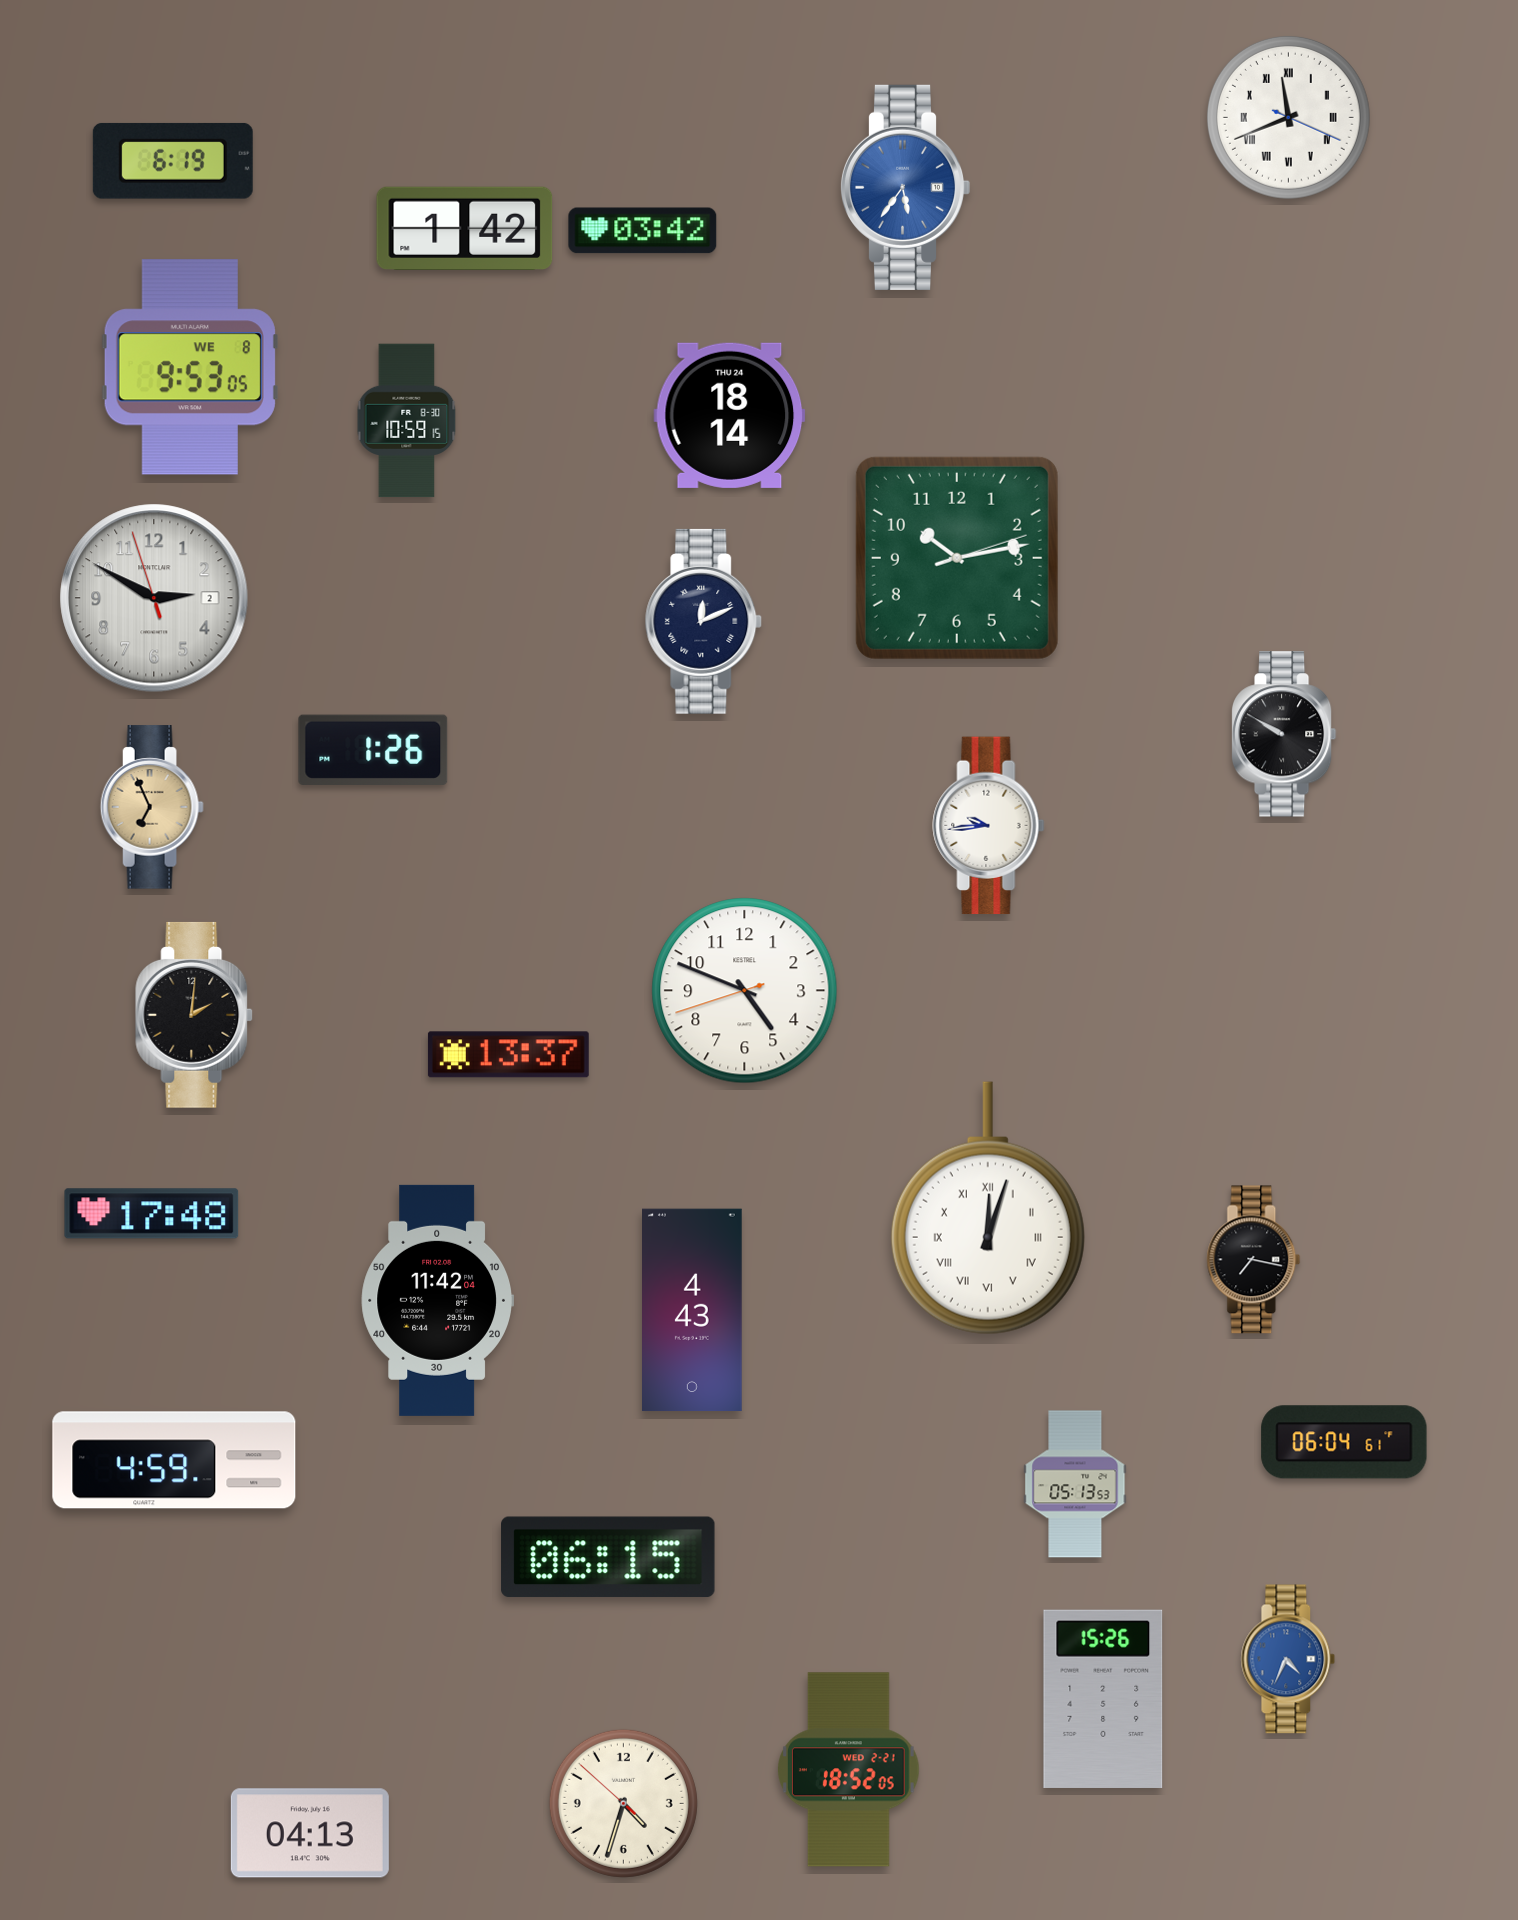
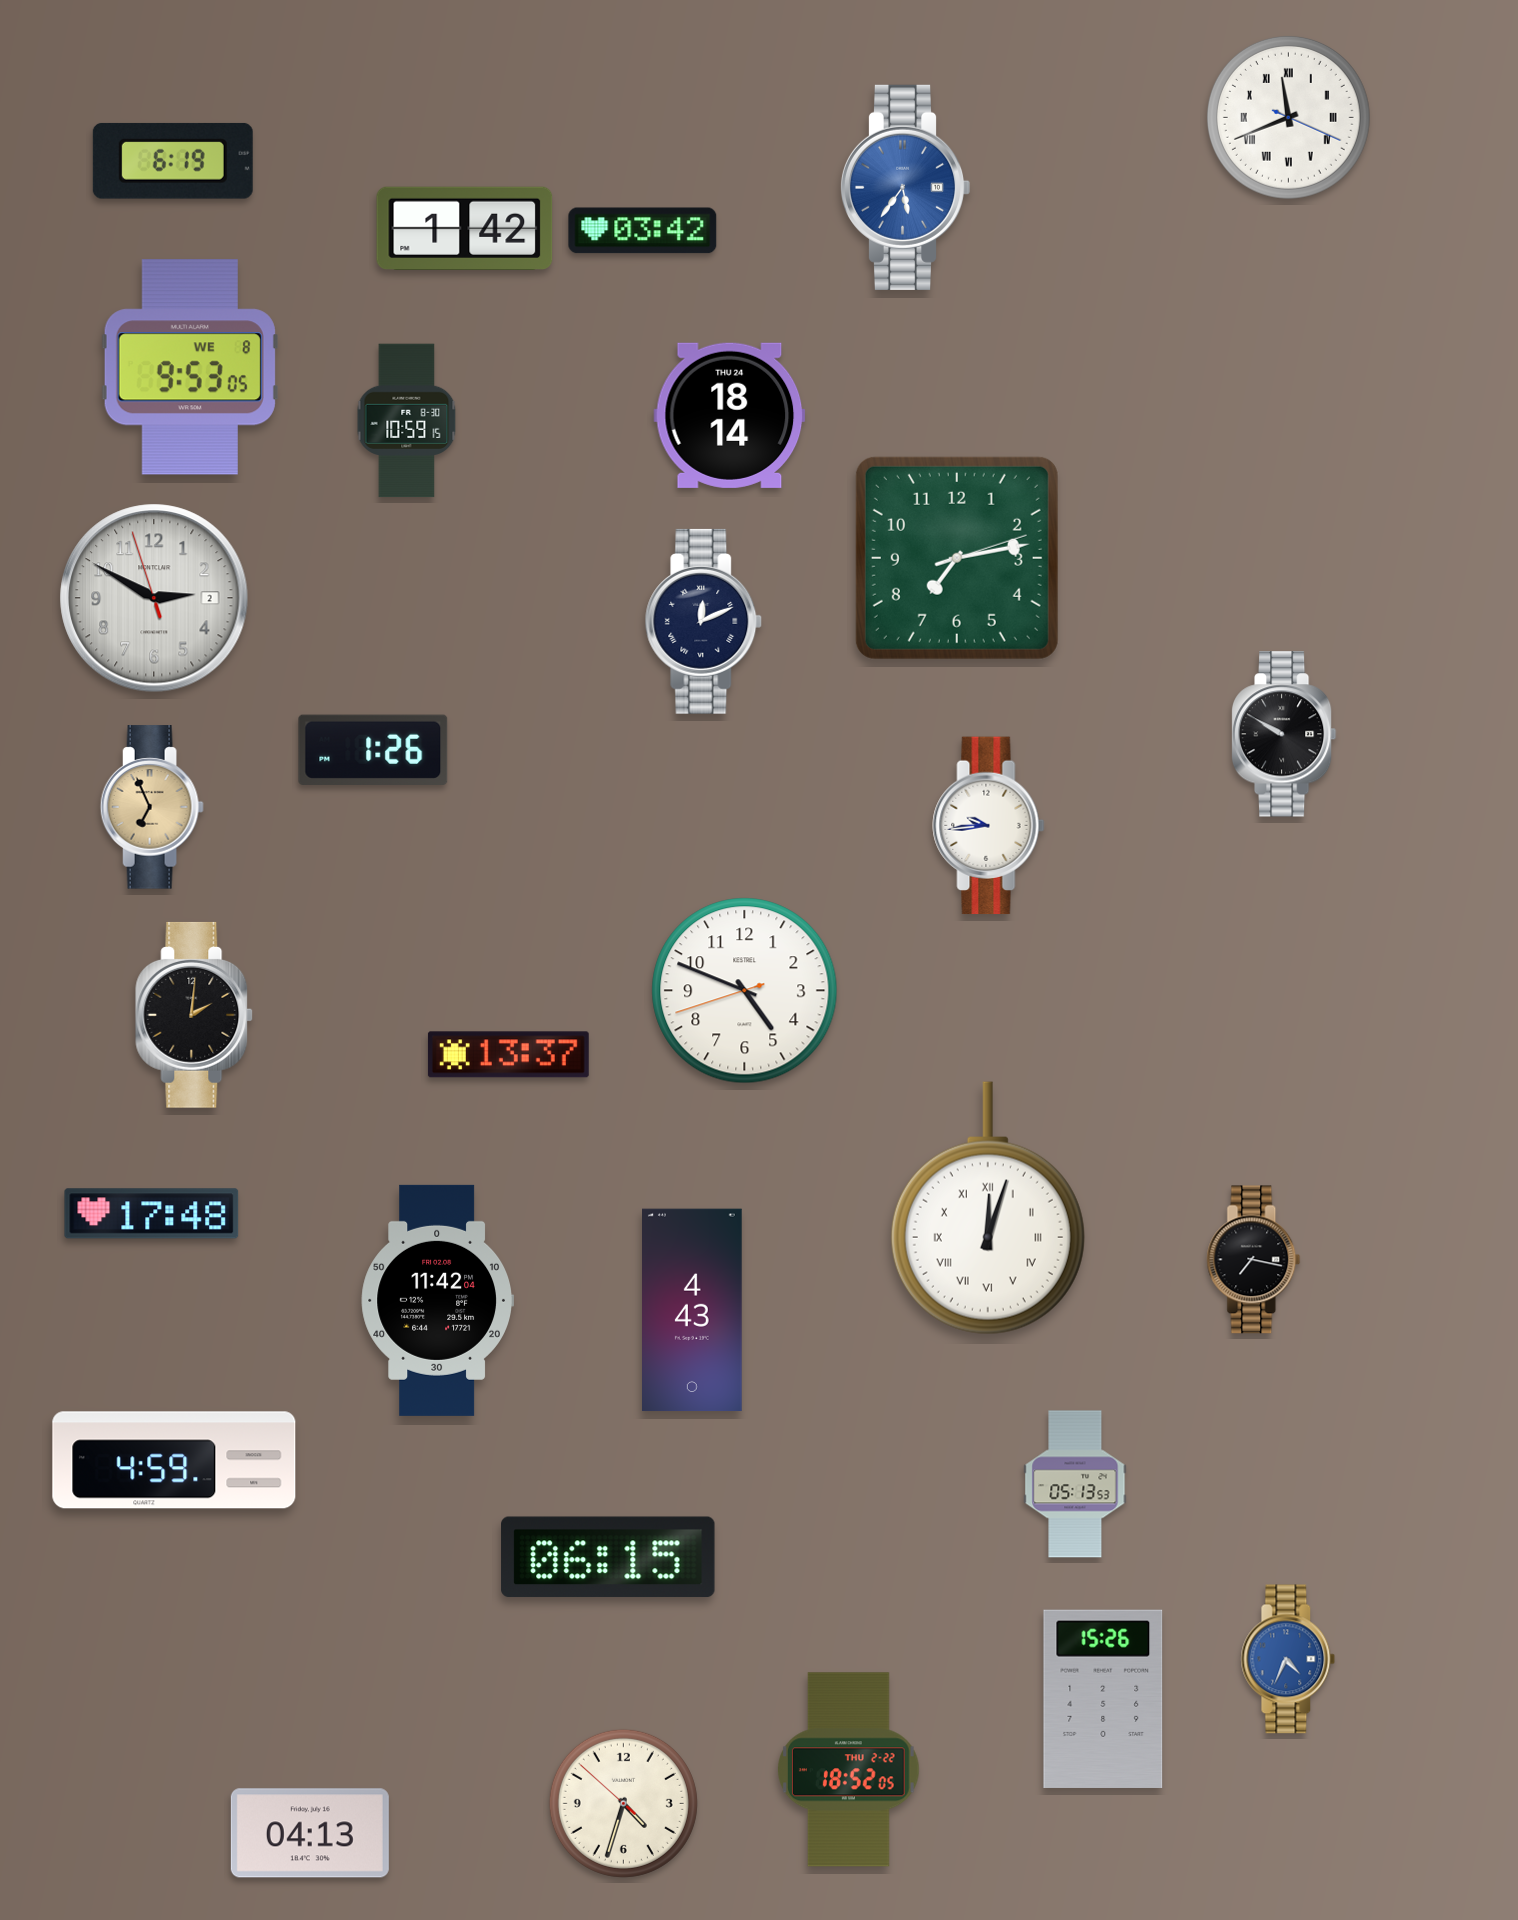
clock at (957, 558): 10:13 -> 7:13
clock at (1344, 1442): 06:04 -> none
clock at (849, 1770) date: WED 2-21 -> THU 2-22
